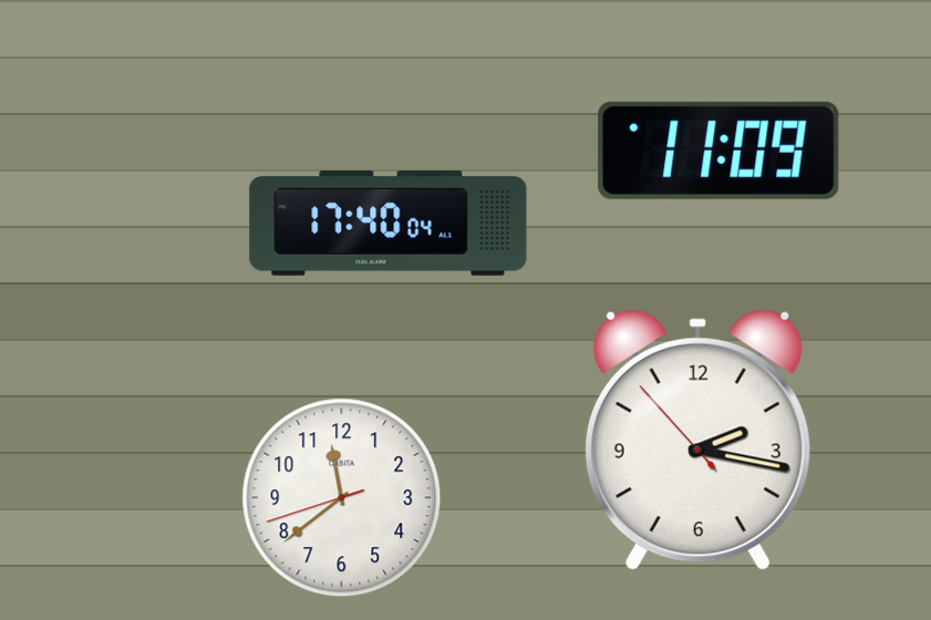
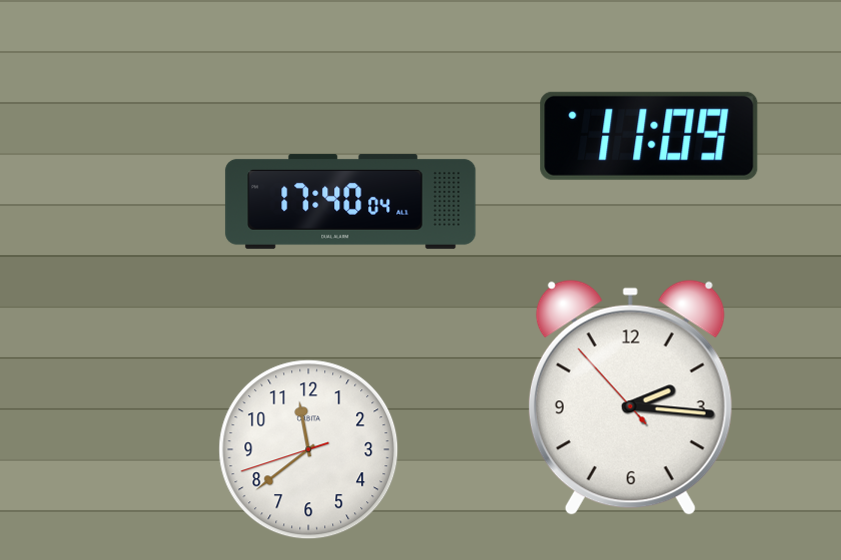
clock at (697, 441): 2:16 -> 2:15
